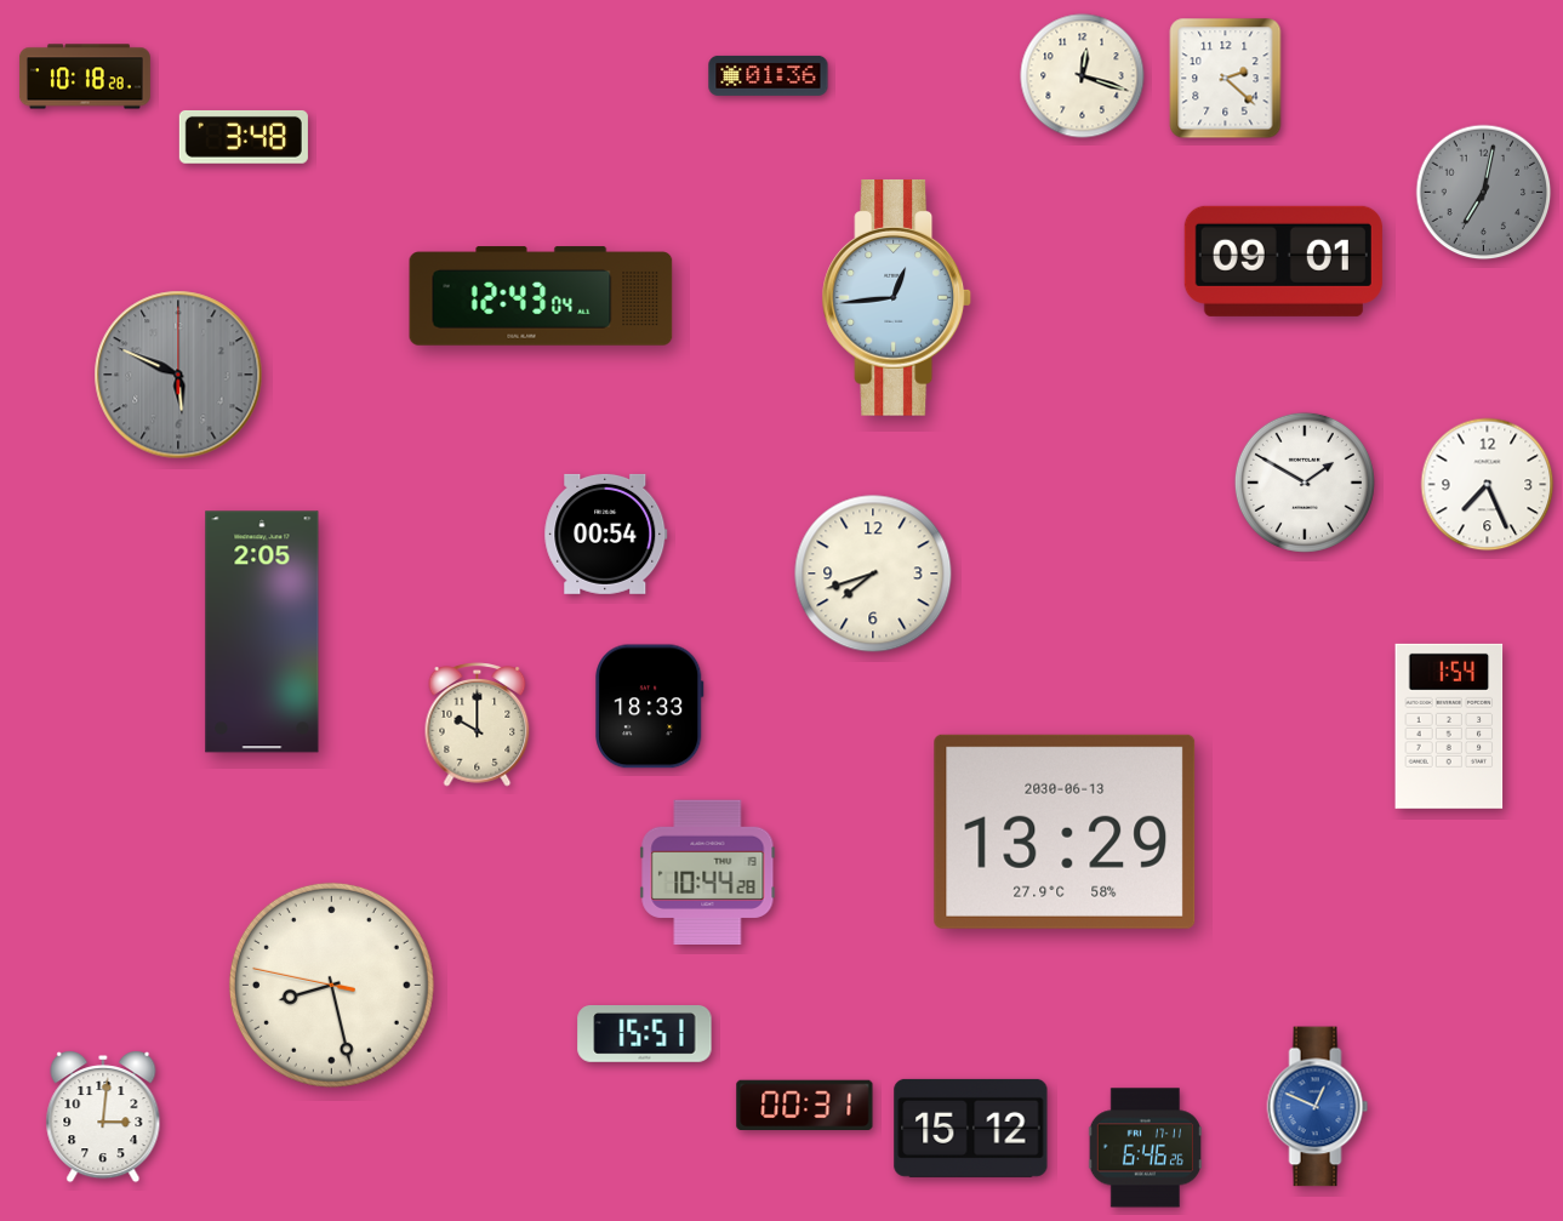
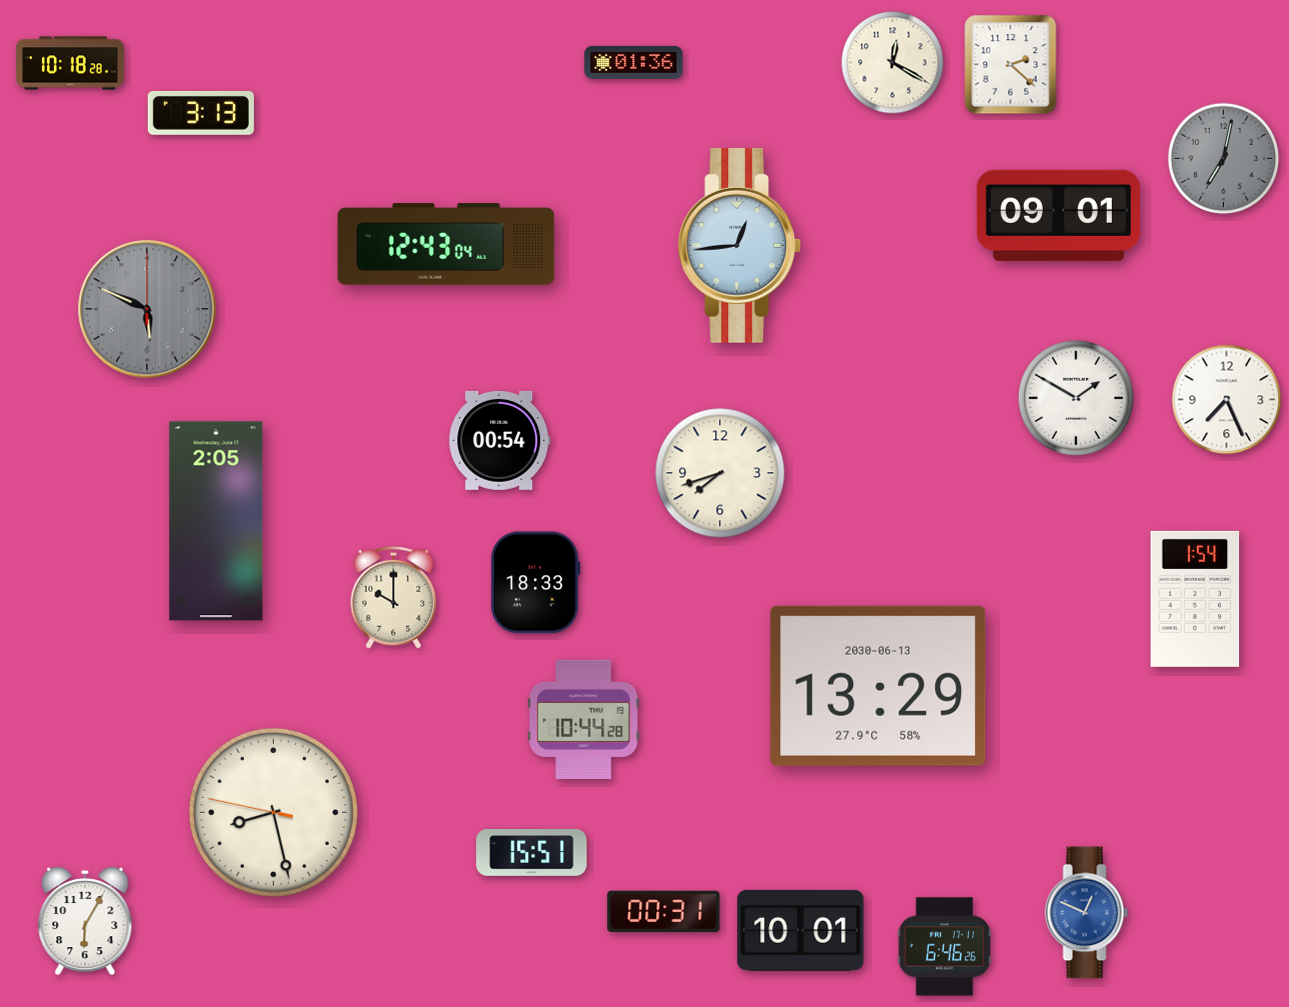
clock at (1083, 76): 12:18 -> 12:20
clock at (244, 137): 3:48 -> 3:13
clock at (103, 1118): 3:01 -> 6:05
clock at (971, 1128): 15:12 -> 10:01
